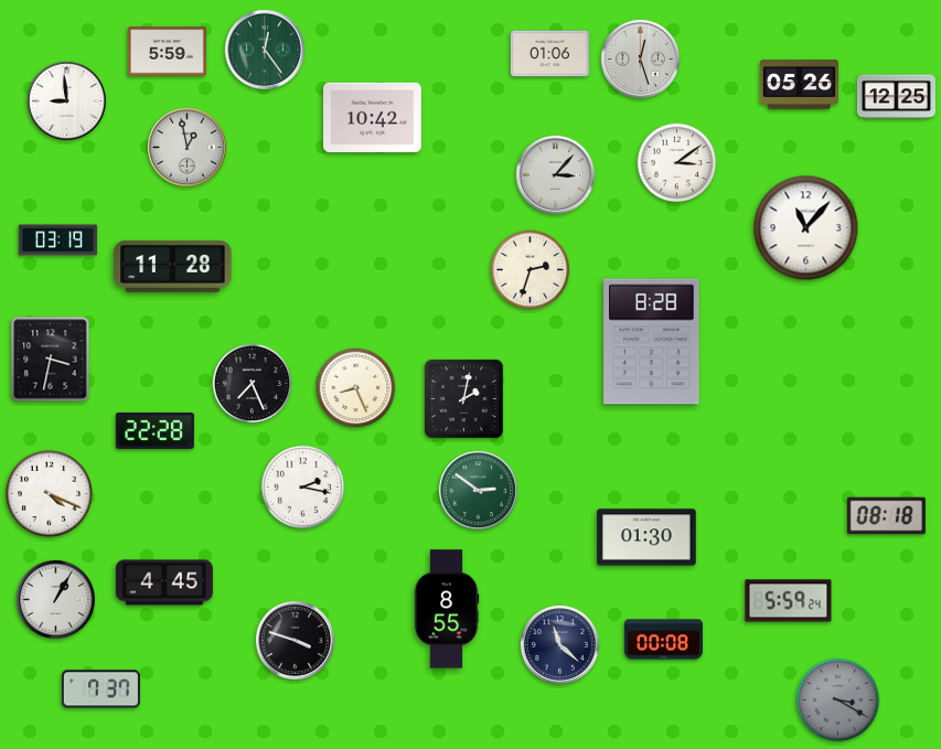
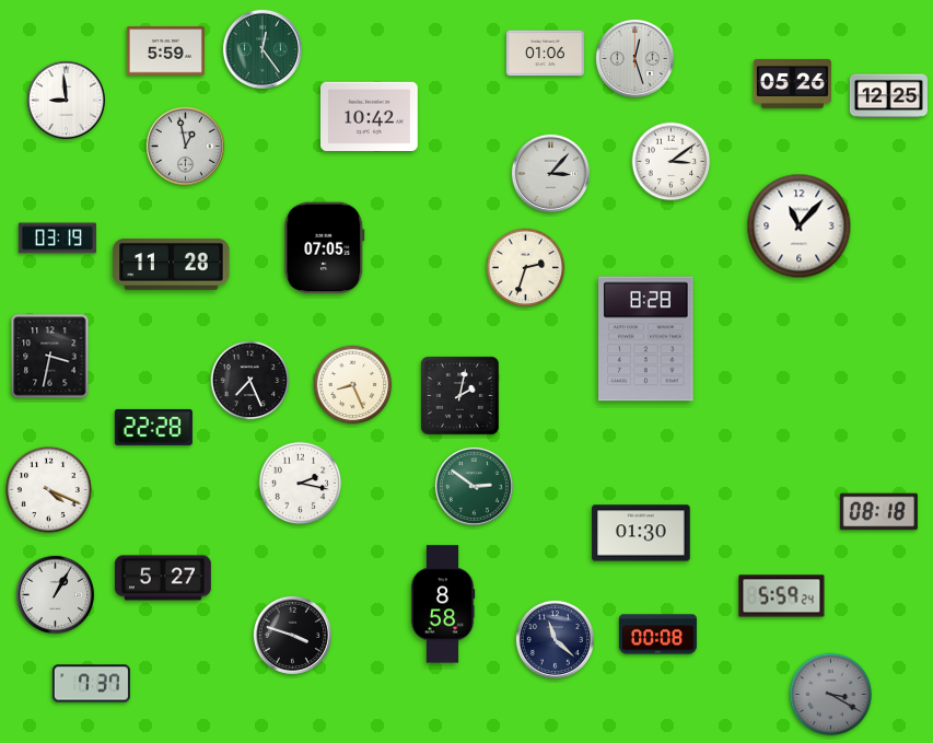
clock at (325, 248): none -> 07:05
clock at (164, 582): 4:45 -> 5:27
clock at (447, 609): 8:55 -> 8:58
clock at (100, 689) position: (100, 689) -> (91, 684)
